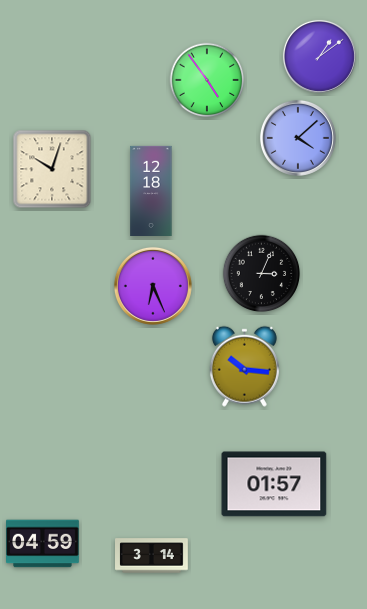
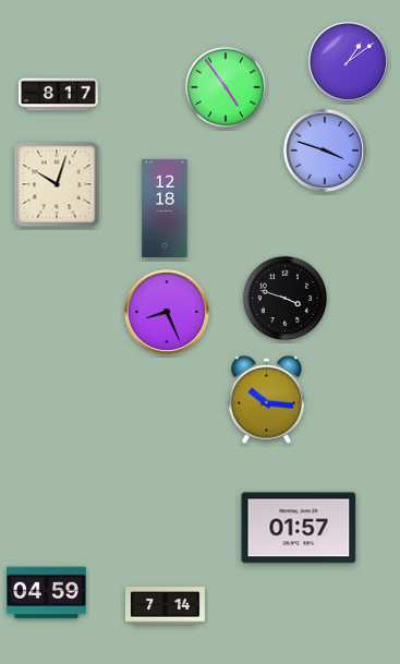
clock at (59, 95): none -> 8:17
clock at (298, 138): 4:08 -> 3:48
clock at (262, 274): 3:04 -> 3:48
clock at (153, 286): 6:26 -> 8:26
clock at (152, 556): 3:14 -> 7:14
